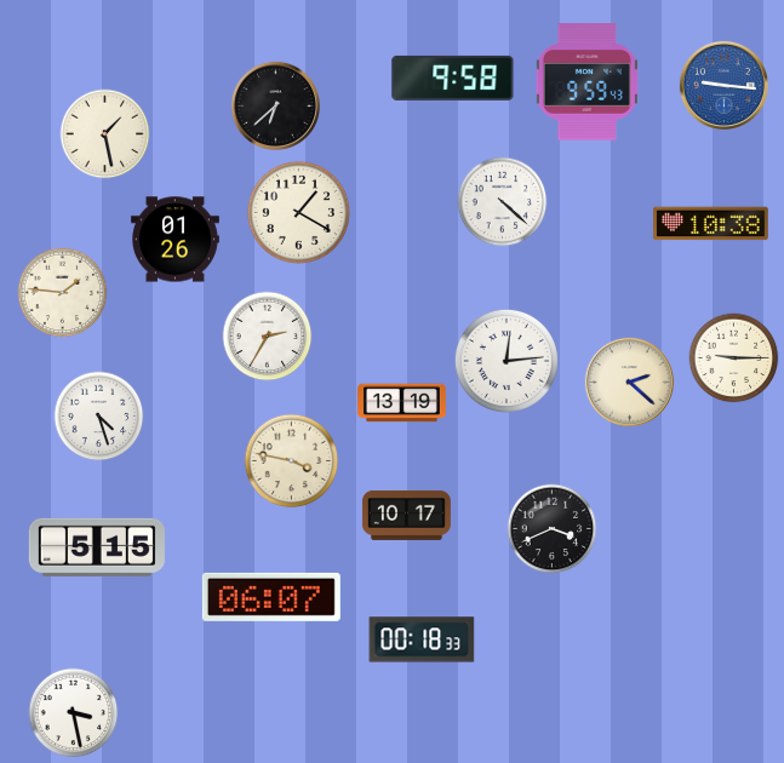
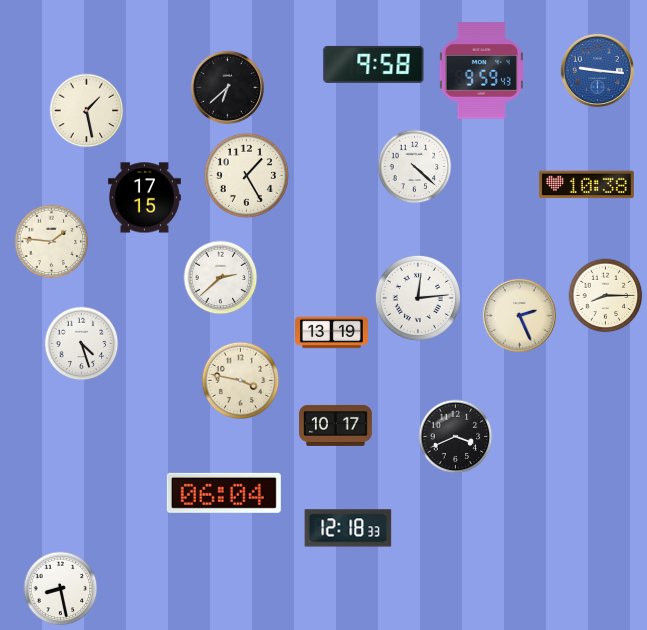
clock at (586, 82) position: (586, 82) -> (481, 71)
clock at (298, 212): 1:20 -> 1:25
clock at (174, 240): 01:26 -> 17:15
clock at (268, 337): 2:35 -> 2:38
clock at (734, 358): 9:15 -> 8:15
clock at (629, 381): 2:22 -> 2:26
clock at (97, 547): 5:15 -> none
clock at (271, 597): 06:07 -> 06:04
clock at (422, 639): 00:18 -> 12:18
clock at (74, 713): 3:28 -> 8:28
